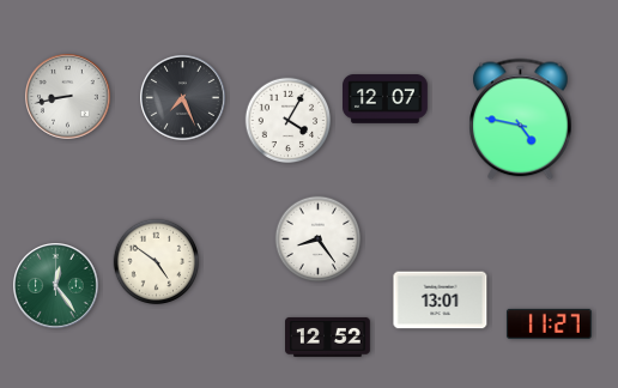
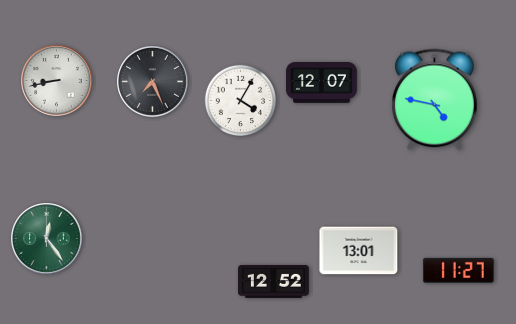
clock at (319, 240): 8:24 -> none
clock at (157, 262): 4:51 -> none
clock at (441, 301) position: (441, 301) -> (359, 251)
